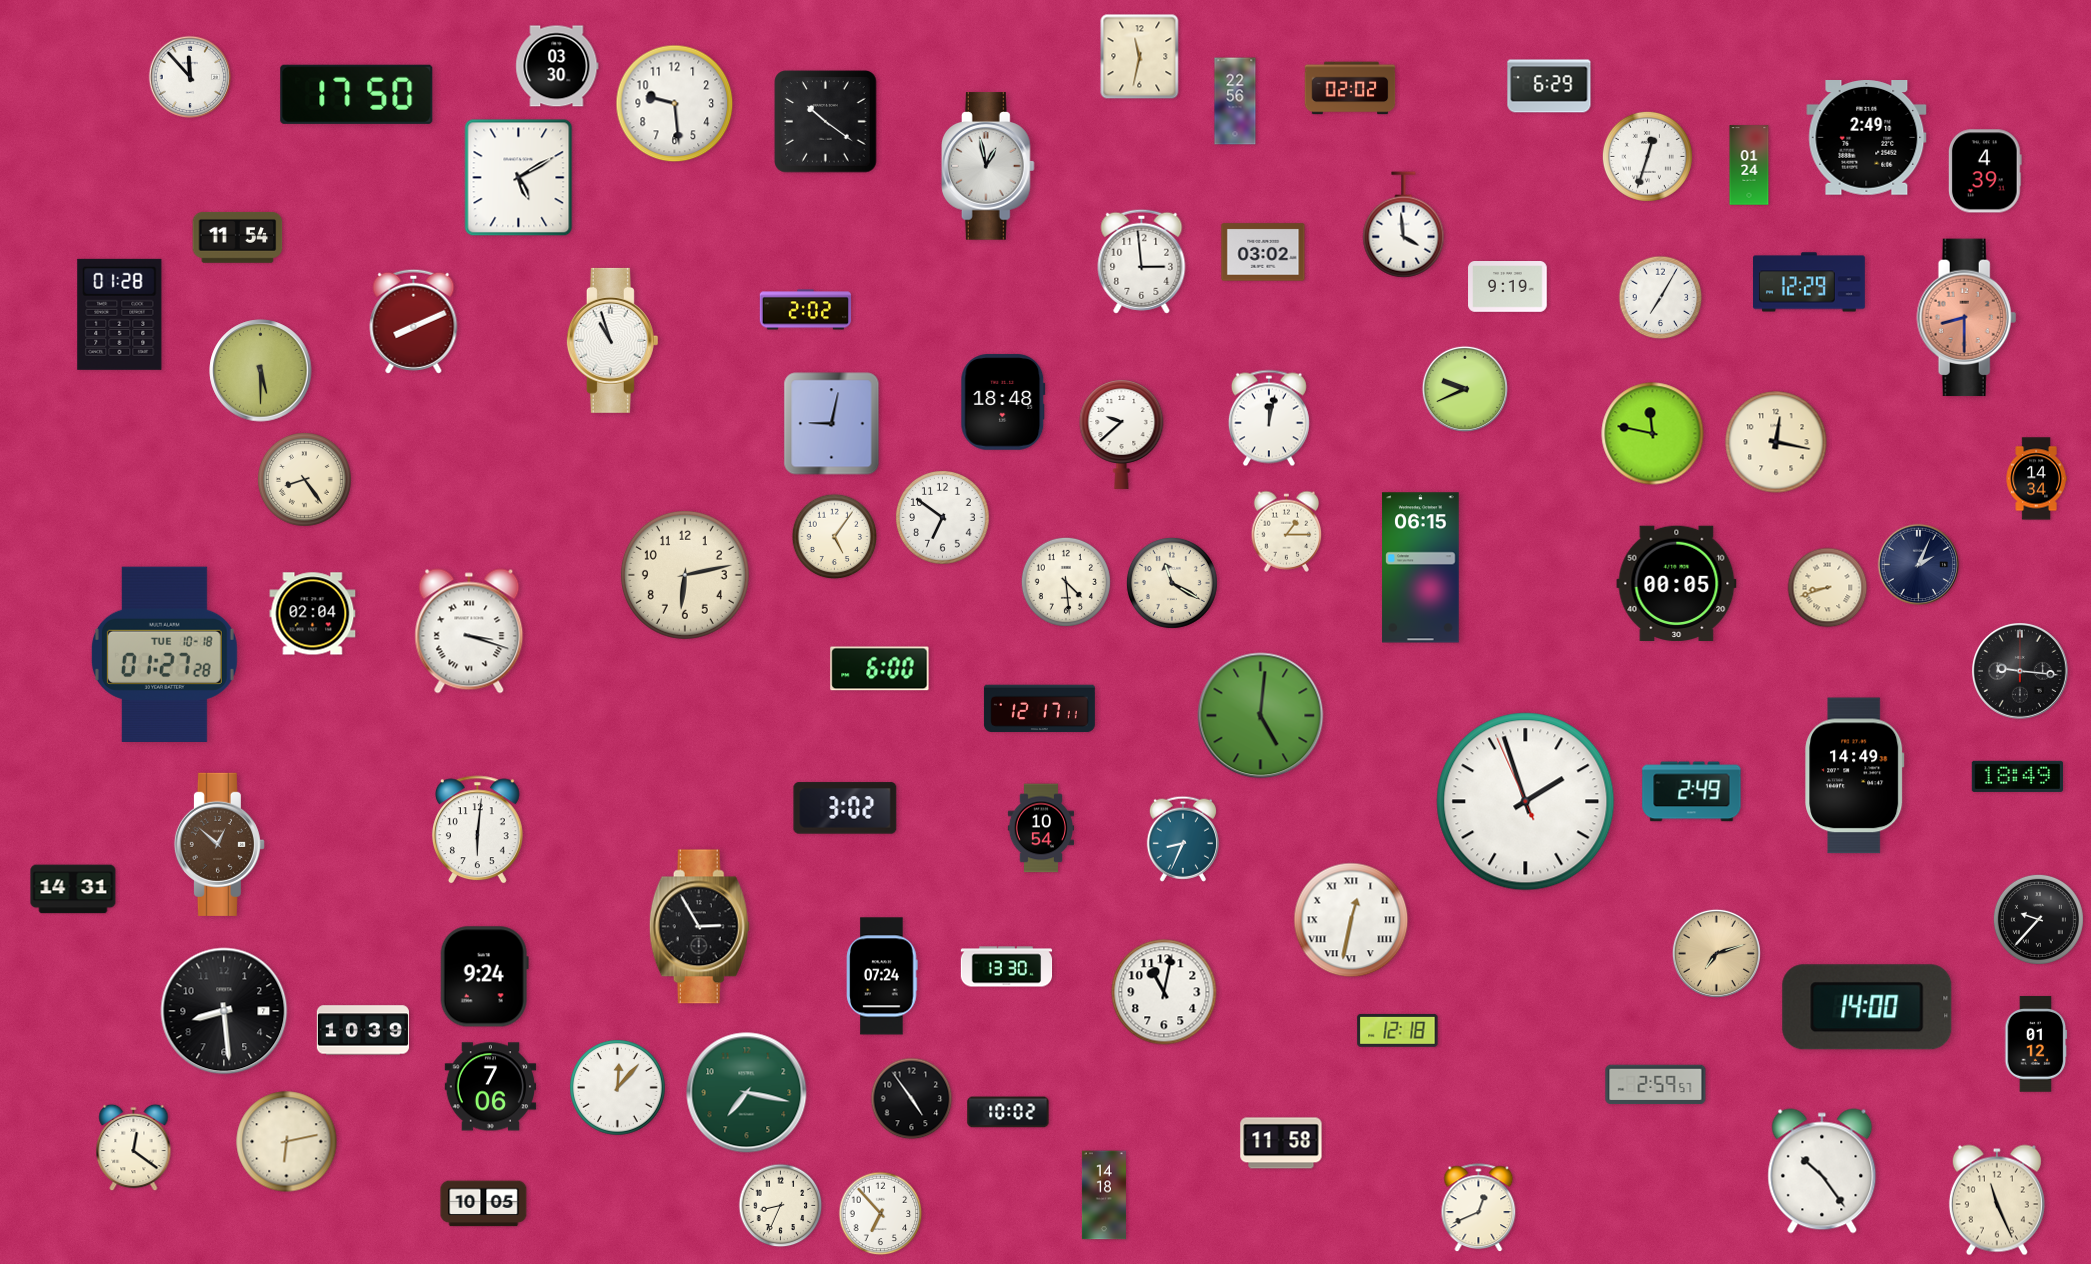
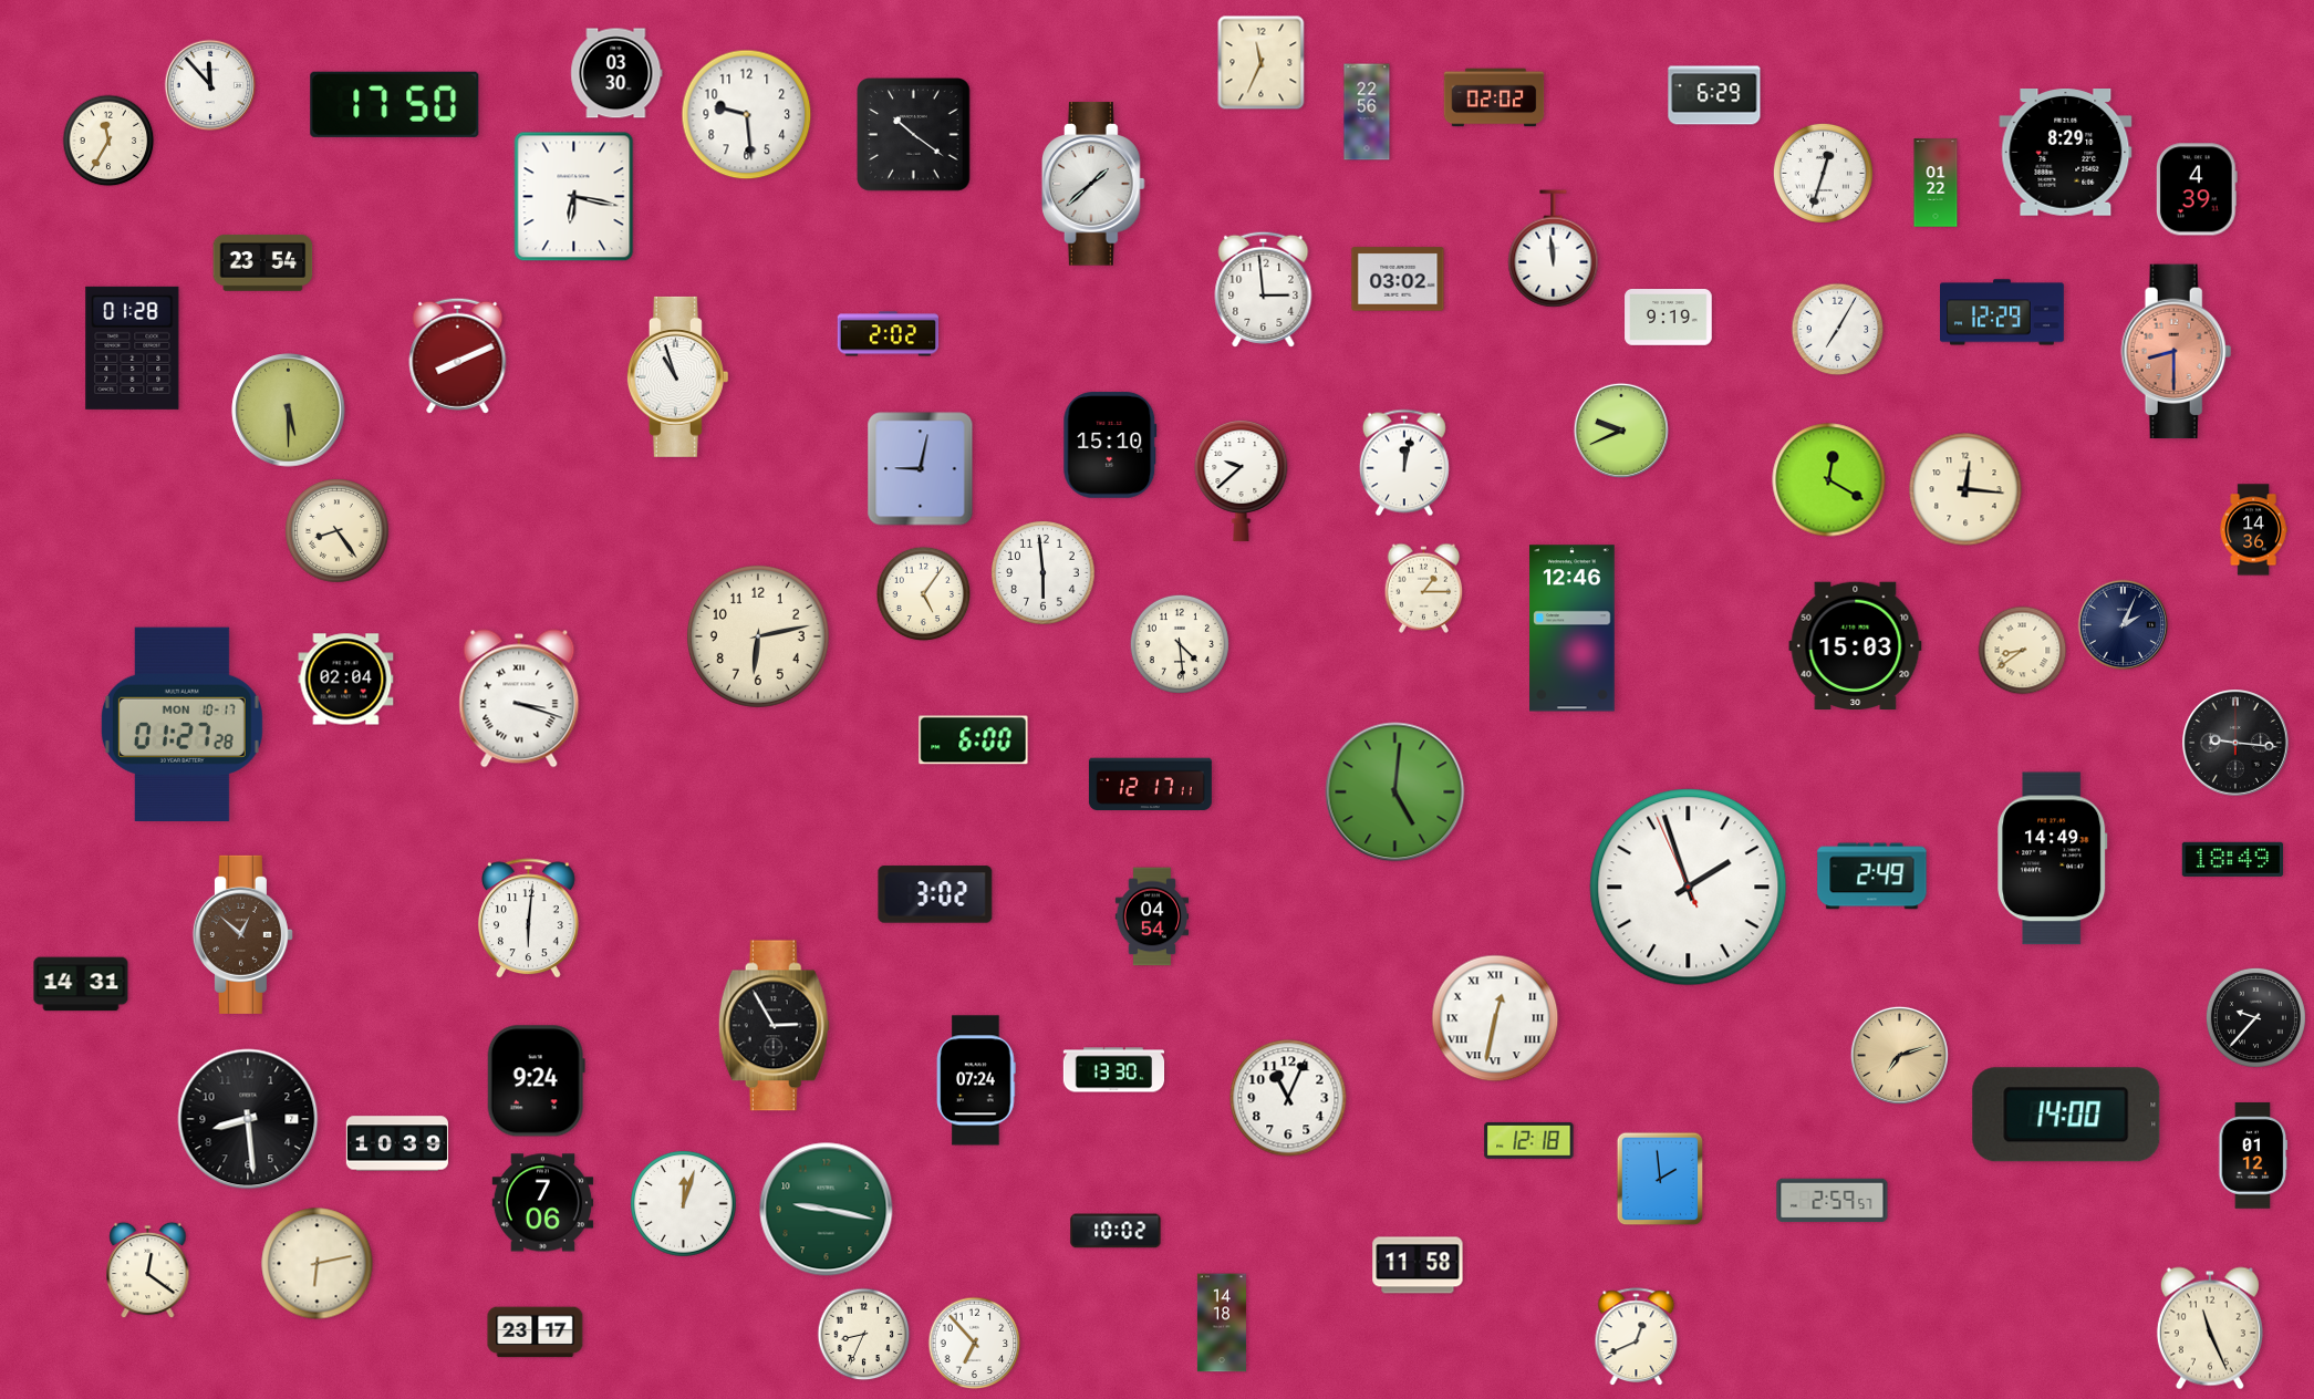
clock at (1140, 57): 11:32 -> 11:34
clock at (108, 141): none -> 11:35
clock at (1867, 138): 2:49 -> 8:29
clock at (1749, 165): 01:24 -> 01:22
clock at (988, 166): 12:58 -> 1:38
clock at (519, 178): 5:10 -> 6:17
clock at (1404, 225): 3:59 -> 11:59
clock at (238, 237): 11:54 -> 23:54
clock at (806, 310) position: (806, 310) -> (889, 334)
clock at (1003, 402): 18:48 -> 15:10
clock at (1653, 434): 11:47 -> 12:20
clock at (1776, 442): 12:17 -> 12:16
clock at (2036, 479): 14:34 -> 14:36
clock at (943, 518): 6:51 -> 5:59
clock at (1421, 568): 06:15 -> 12:46
clock at (1172, 583): 11:20 -> none
clock at (1677, 583): 00:05 -> 15:03
clock at (1828, 588): 8:42 -> 8:39
clock at (164, 654) date: TUE 10-18 -> MON 10-17
clock at (1040, 828): 10:54 -> 04:54
clock at (1183, 839): 8:34 -> none
clock at (1164, 992): 11:02 -> 11:04
clock at (363, 1030) position: (363, 1030) -> (397, 1143)
clock at (1398, 1030) position: (1398, 1030) -> (1529, 1140)
clock at (1660, 1179): none -> 1:59
clock at (618, 1088): 12:07 -> 12:03
clock at (747, 1093): 7:17 -> 9:17
clock at (912, 1099): 4:54 -> none
clock at (1822, 1171): 10:24 -> none
clock at (484, 1204): 10:05 -> 23:17
